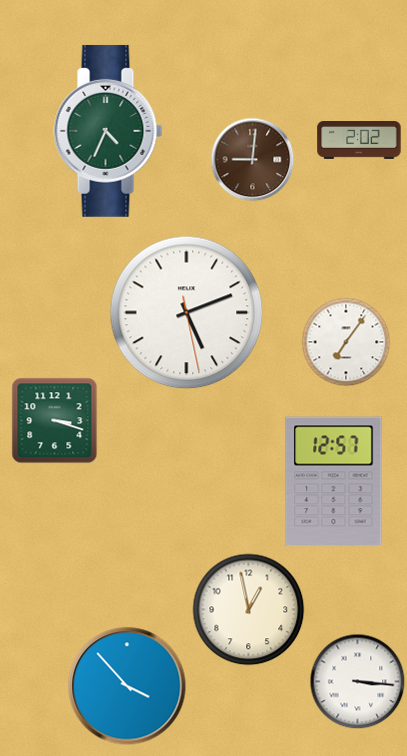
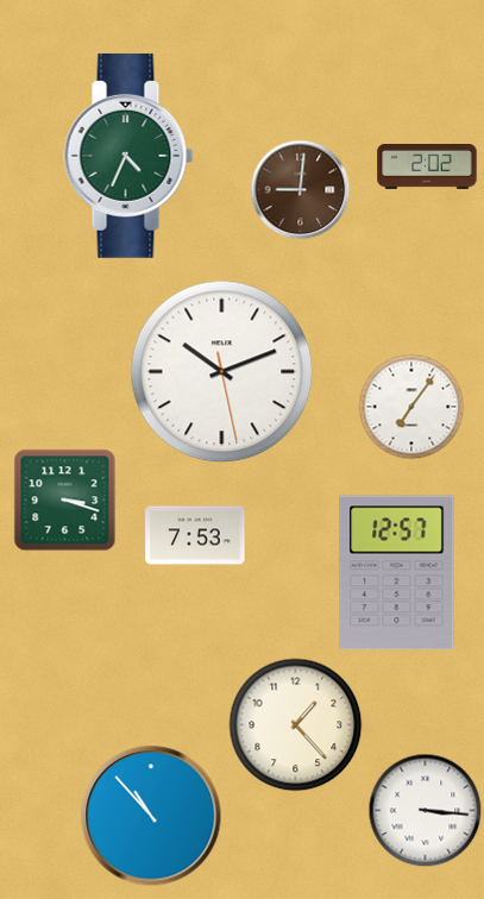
clock at (187, 313): 5:11 -> 10:11
clock at (195, 535): none -> 7:53
clock at (249, 610): 12:58 -> 1:23
clock at (127, 686): 3:53 -> 10:53
